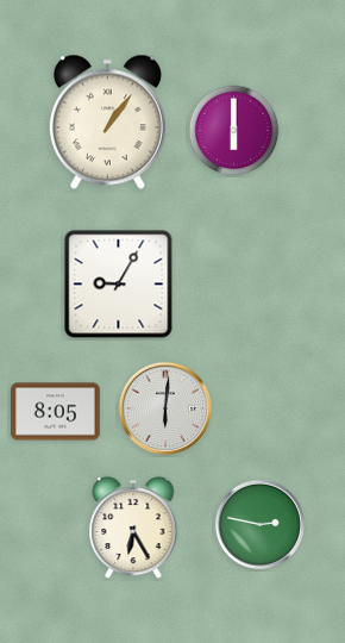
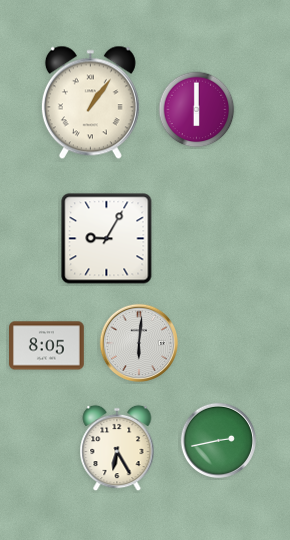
clock at (119, 285) position: (119, 285) -> (107, 239)
clock at (259, 524): 2:47 -> 2:43
clock at (133, 527) position: (133, 527) -> (117, 448)
